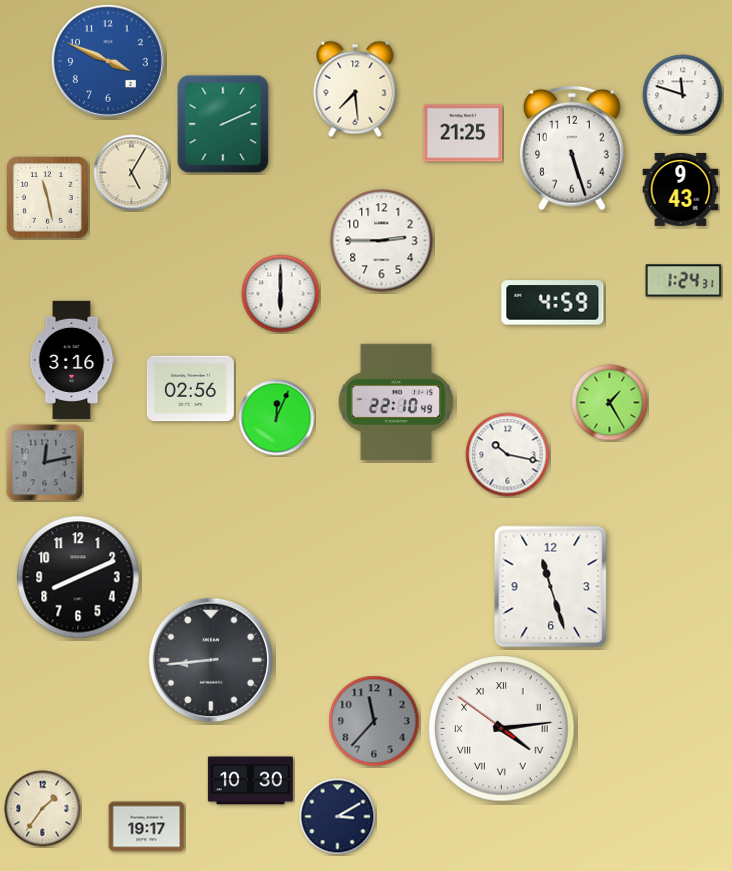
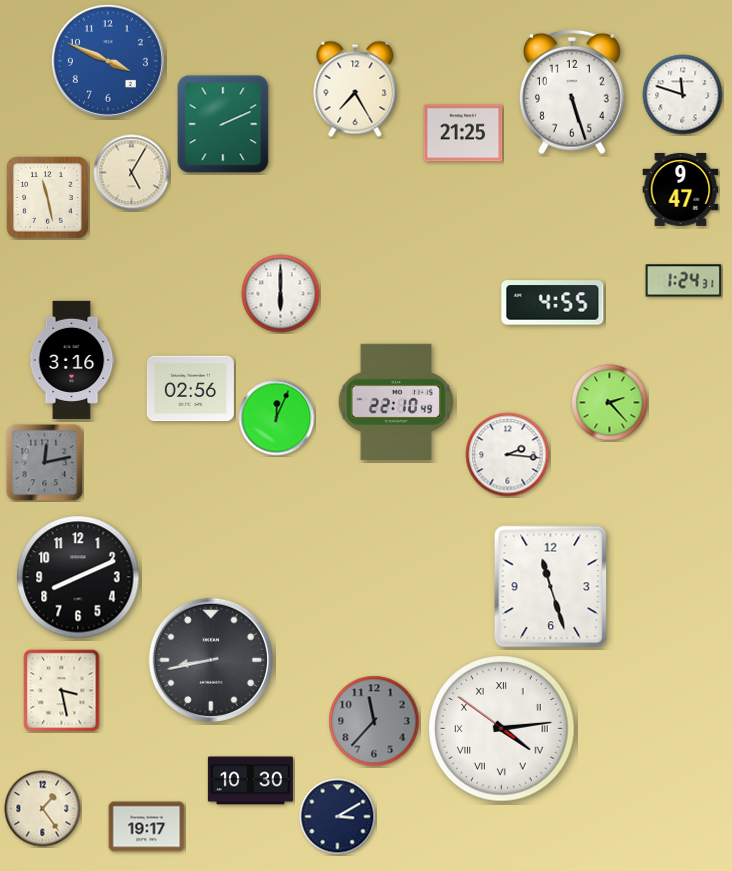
clock at (355, 89): 7:29 -> 7:25
clock at (572, 148) position: (572, 148) -> (572, 92)
clock at (681, 189): 9:43 -> 9:47
clock at (382, 241): 2:45 -> none
clock at (553, 303): 4:59 -> 4:55
clock at (610, 403): 1:25 -> 2:23
clock at (508, 455): 10:17 -> 2:16
clock at (210, 659): 8:44 -> 8:43
clock at (62, 691): none -> 3:28
clock at (43, 809): 1:36 -> 1:24
